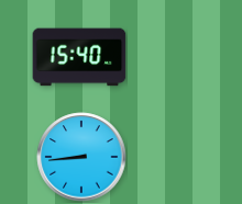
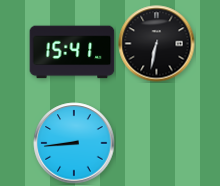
clock at (157, 44): none -> 6:32
clock at (79, 57): 15:40 -> 15:41
